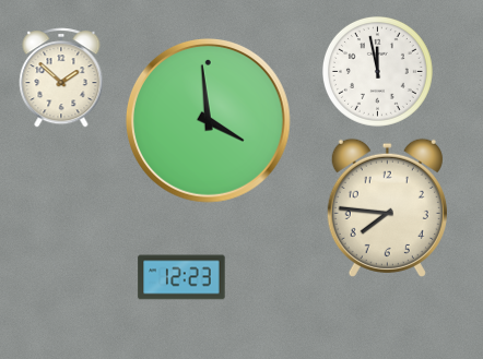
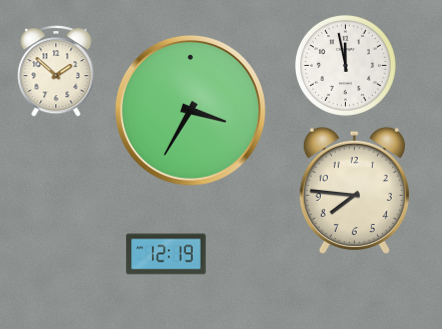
clock at (208, 120): 3:59 -> 3:35
clock at (181, 277): 12:23 -> 12:19
